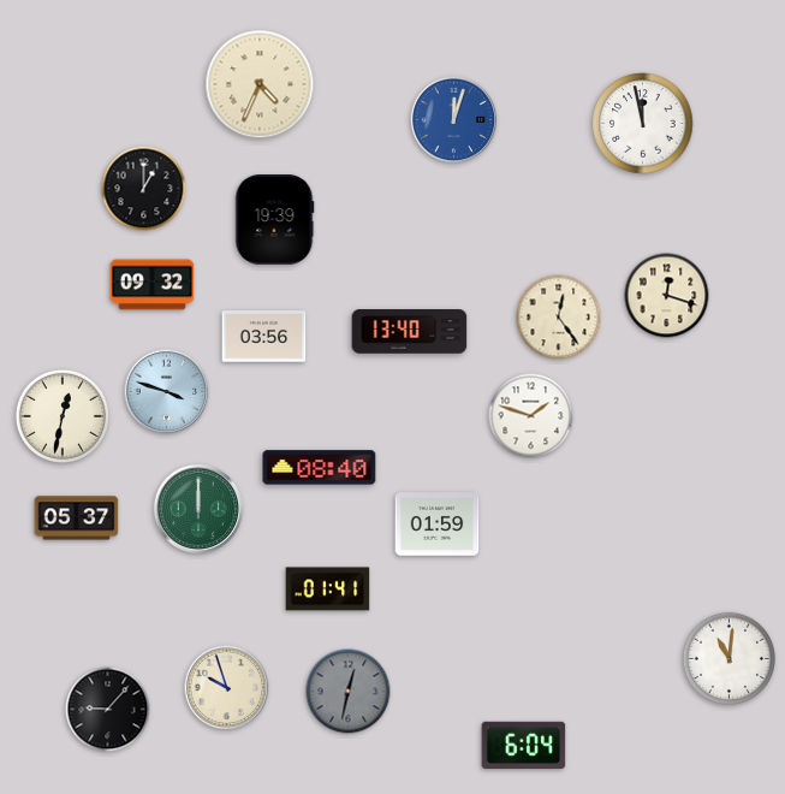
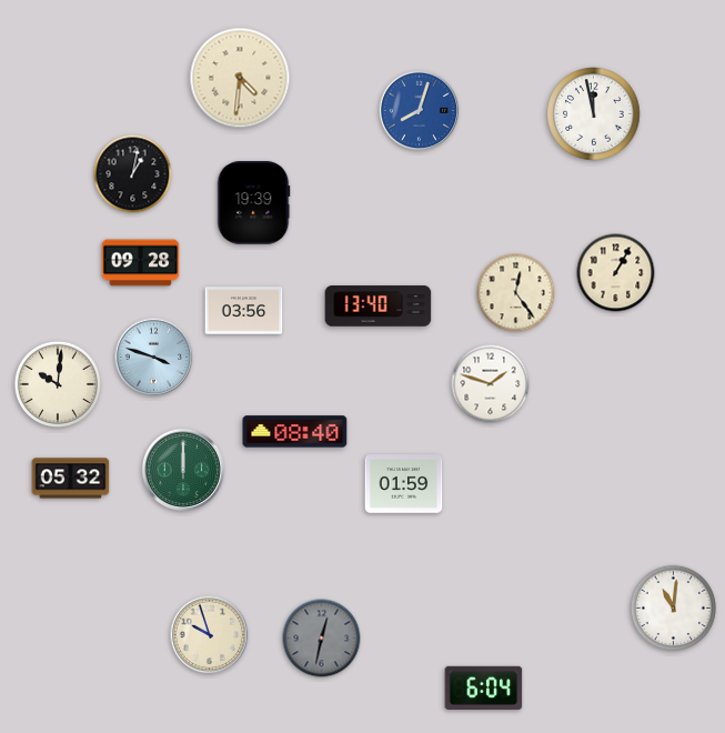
clock at (260, 84): 4:34 -> 4:31
clock at (454, 120): 12:03 -> 8:03
clock at (144, 189): 1:00 -> 1:02
clock at (153, 285): 09:32 -> 09:28
clock at (667, 296): 12:18 -> 1:05
clock at (167, 392) position: (167, 392) -> (154, 358)
clock at (63, 416): 12:32 -> 10:01
clock at (77, 519): 05:37 -> 05:32
clock at (328, 589): 01:41 -> none
clock at (108, 710): 9:07 -> none
